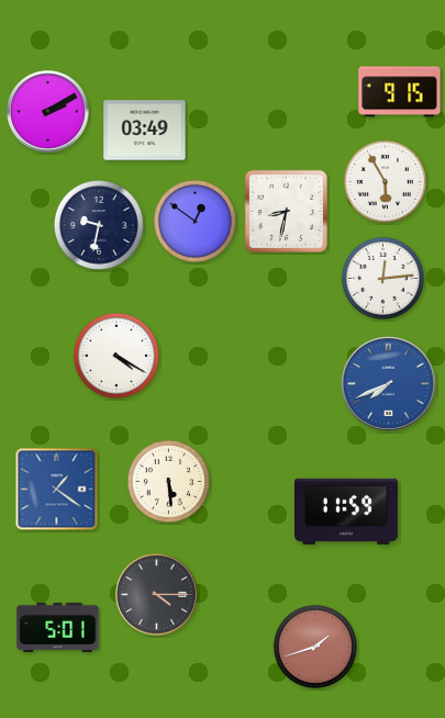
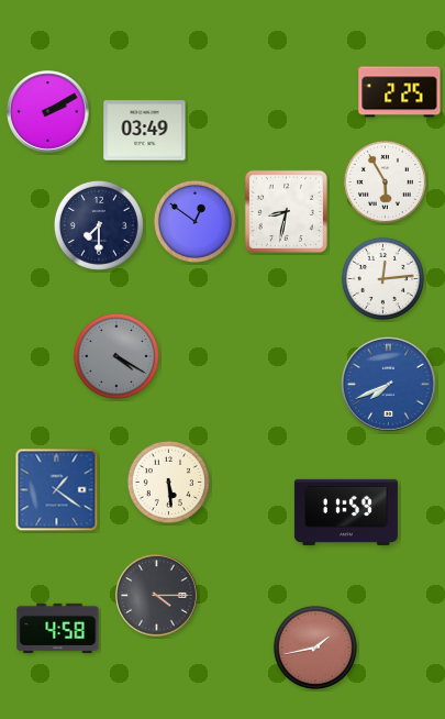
clock at (400, 92): 9:15 -> 2:25
clock at (99, 225): 9:32 -> 7:30
clock at (116, 356) dial: white -> grey
clock at (58, 627): 5:01 -> 4:58
clock at (315, 647): 1:42 -> 1:43
